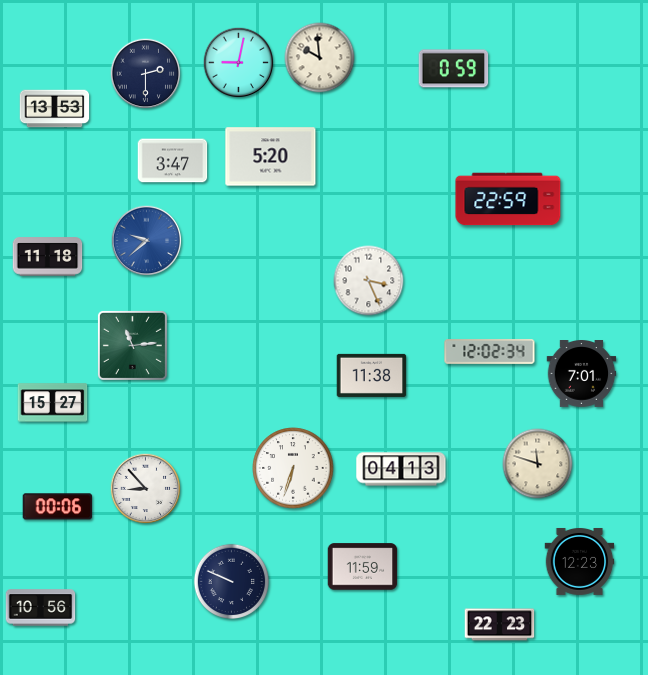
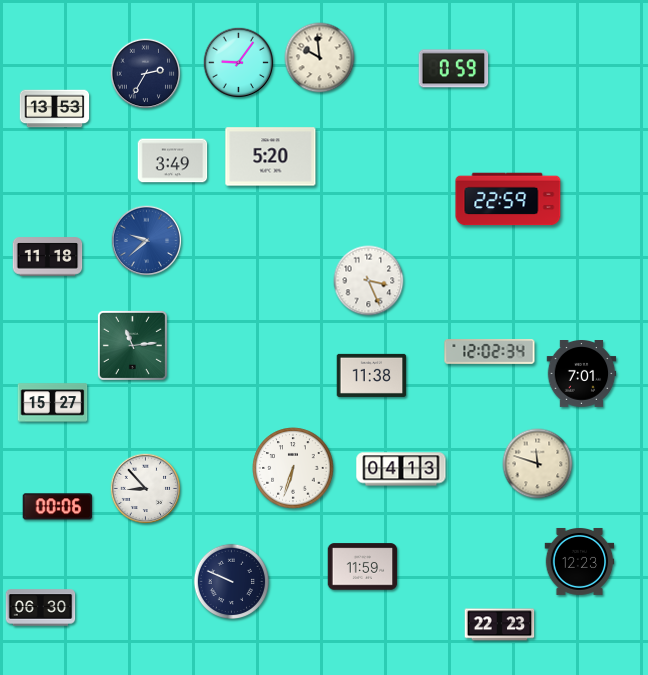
clock at (239, 63): 9:02 -> 9:06
clock at (146, 74): 2:30 -> 2:35
clock at (173, 161): 3:47 -> 3:49
clock at (41, 608): 10:56 -> 06:30
